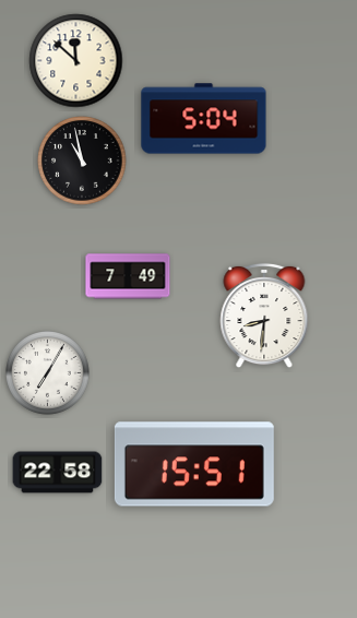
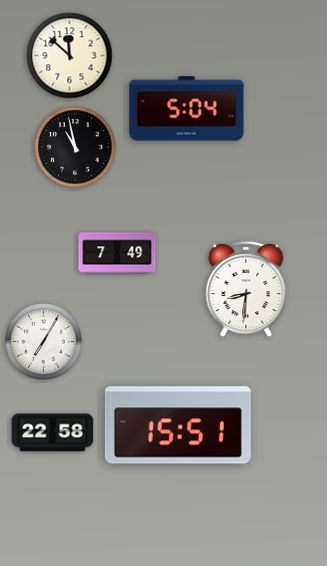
clock at (264, 316) position: (264, 316) -> (246, 289)
